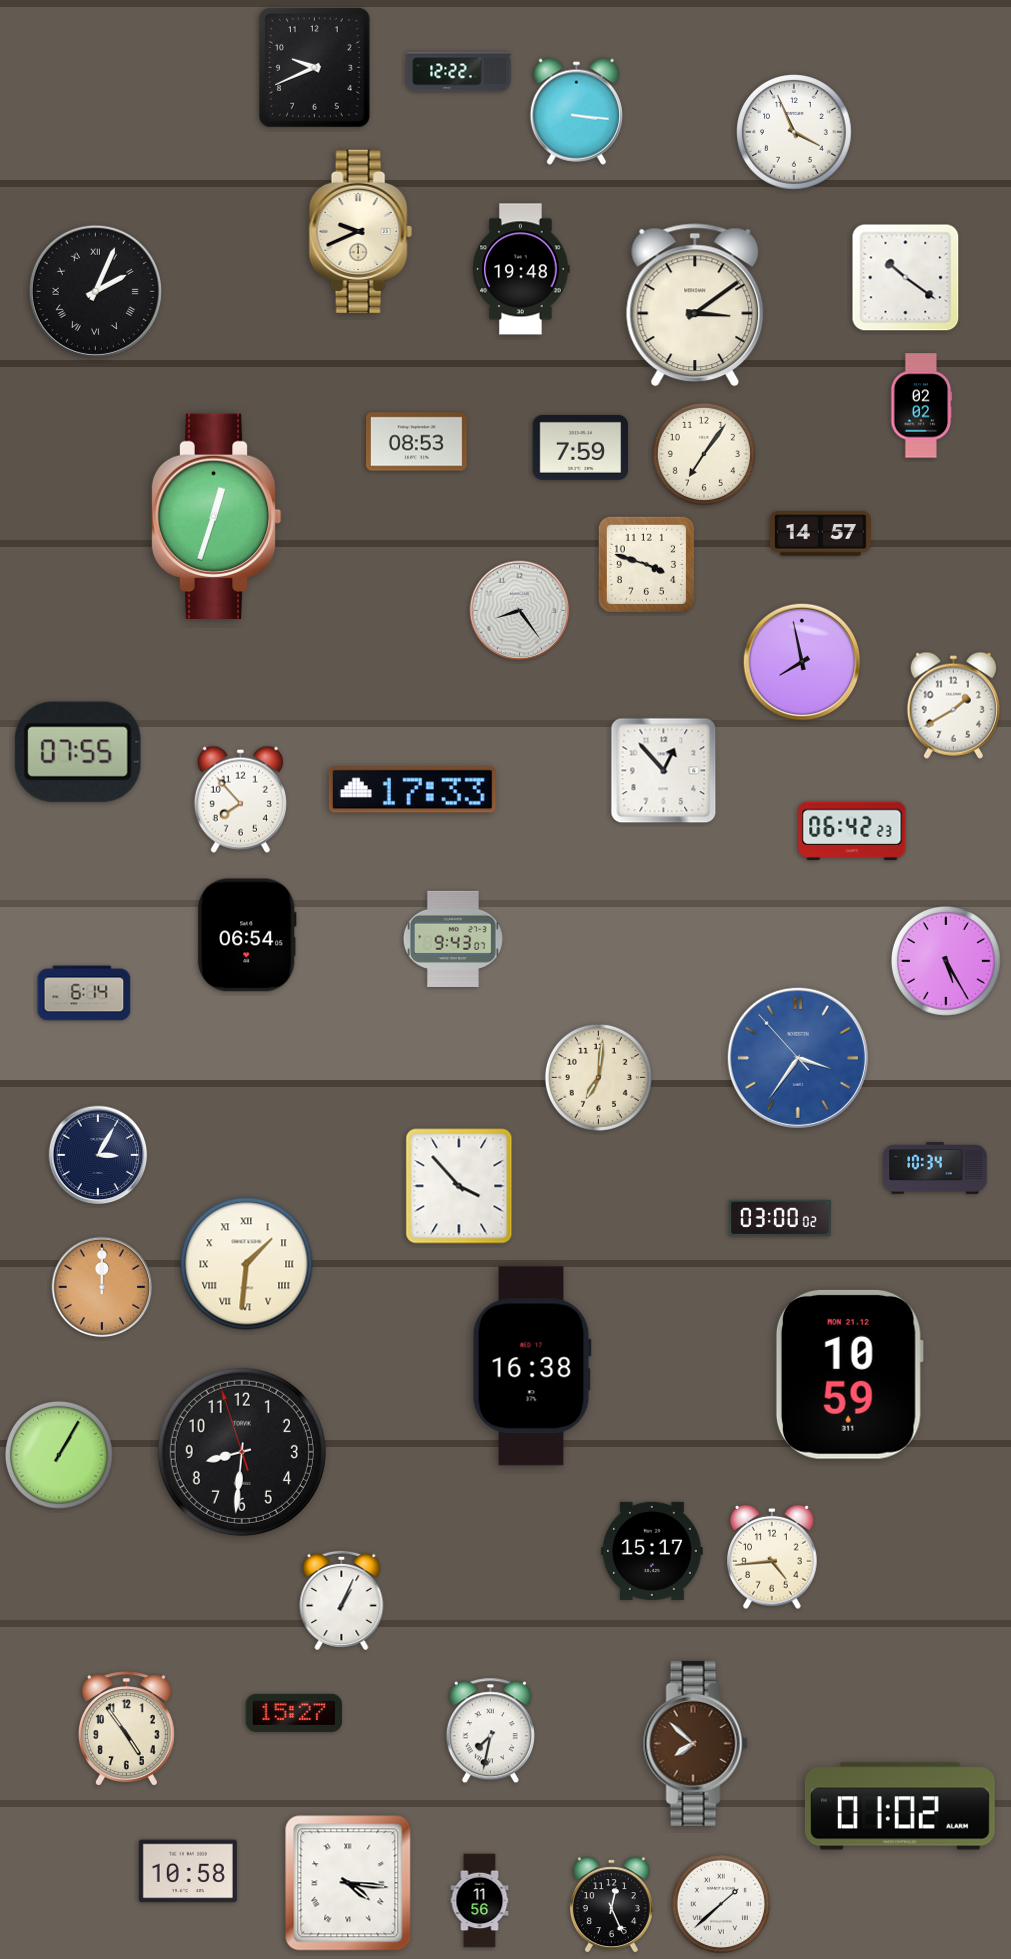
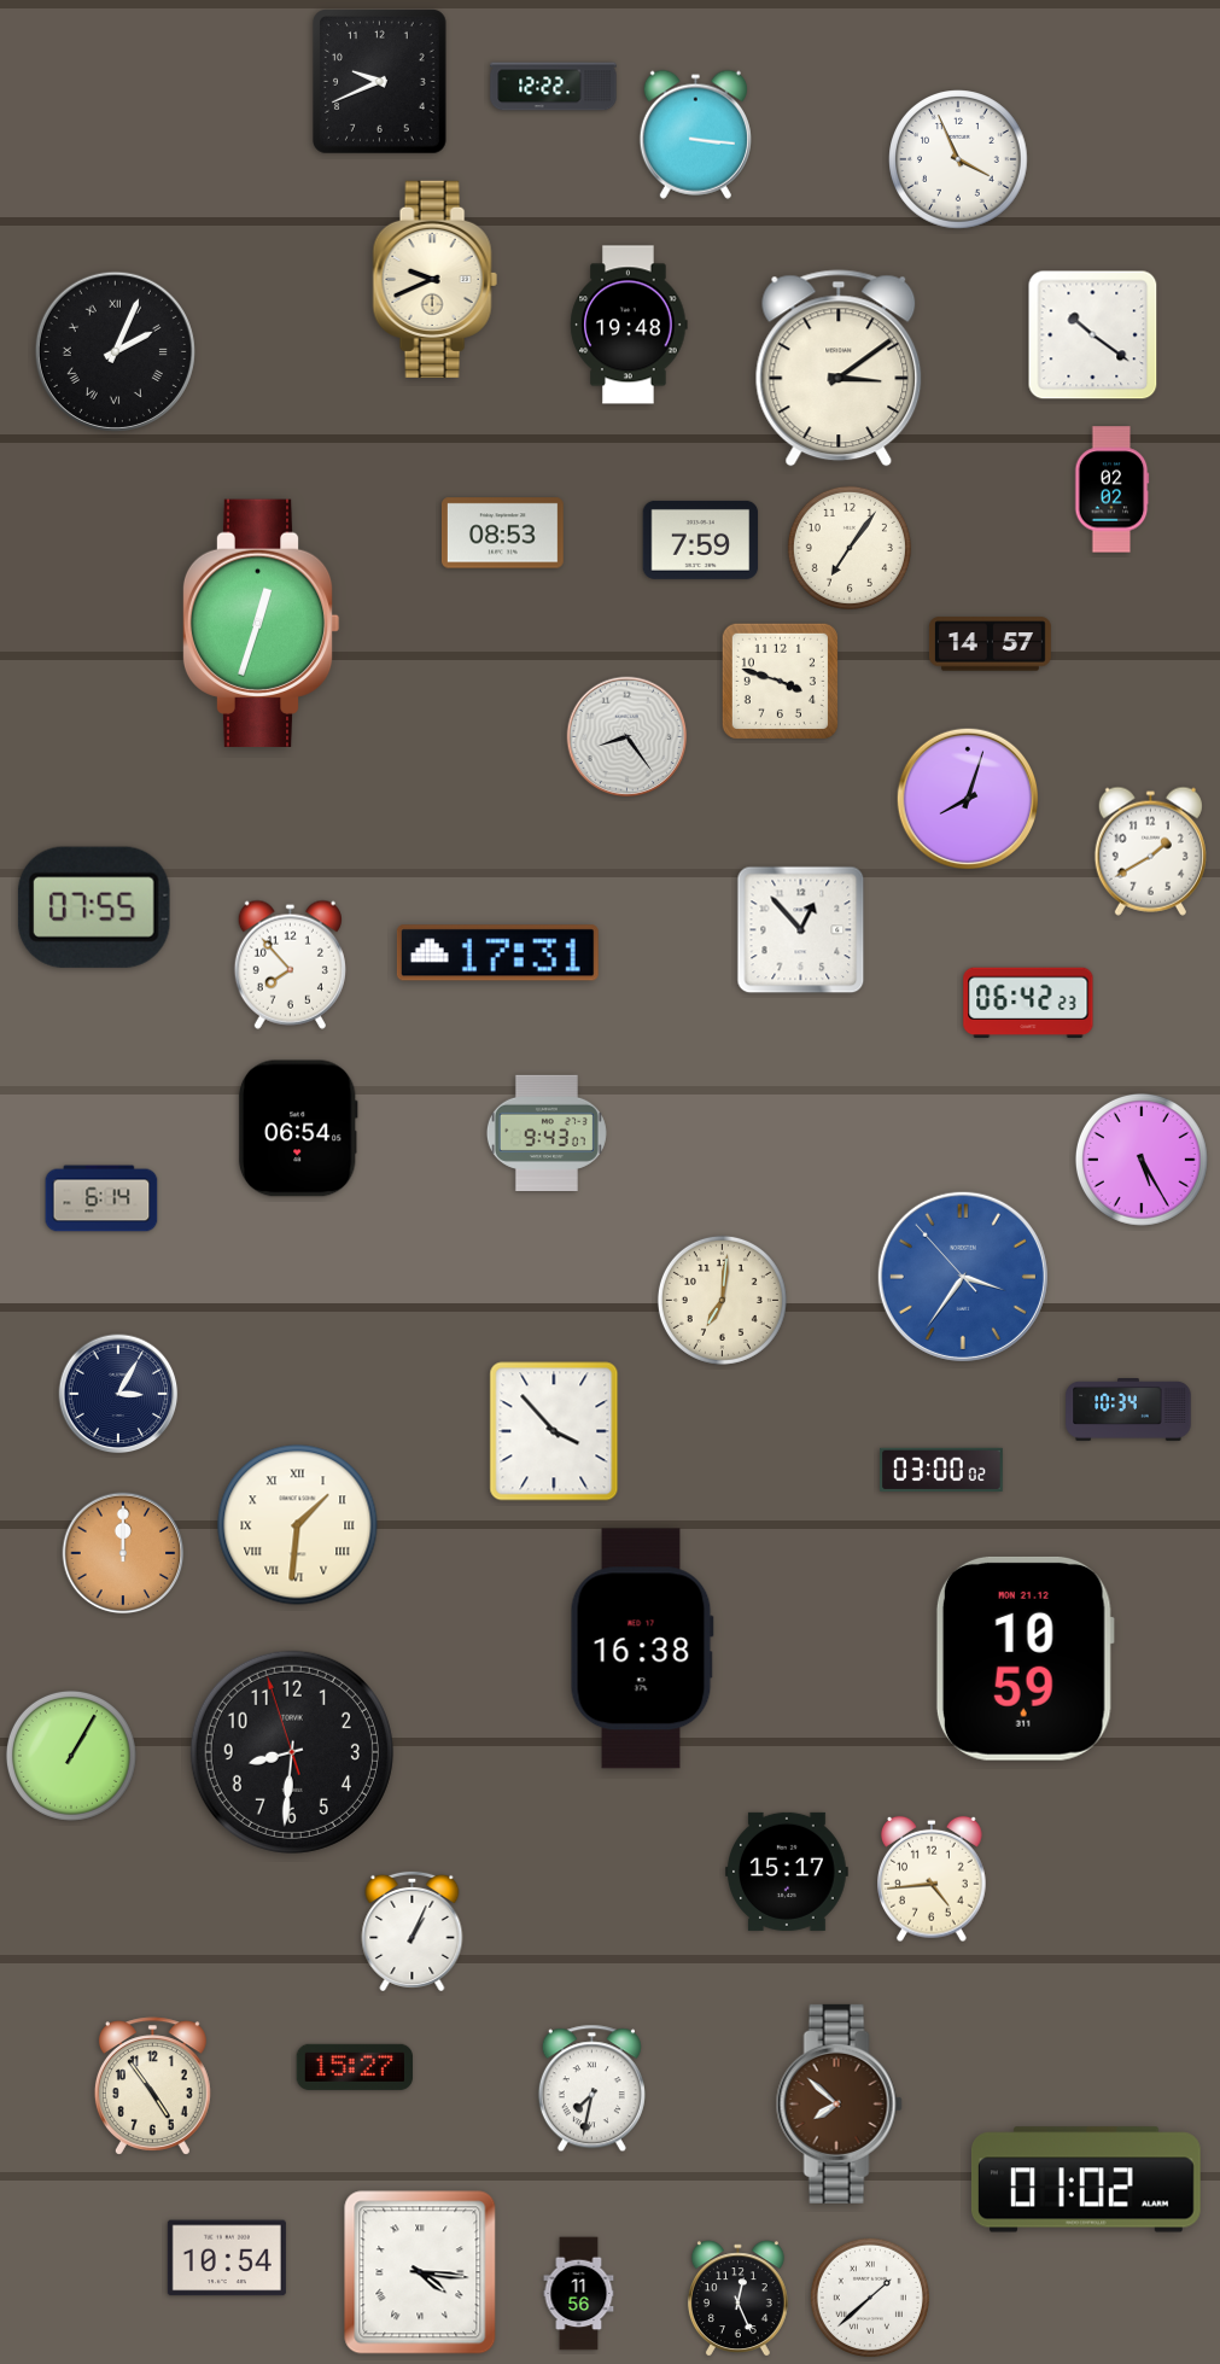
clock at (801, 661): 7:58 -> 8:03
clock at (412, 790): 17:33 -> 17:31
clock at (188, 1871): 10:58 -> 10:54
